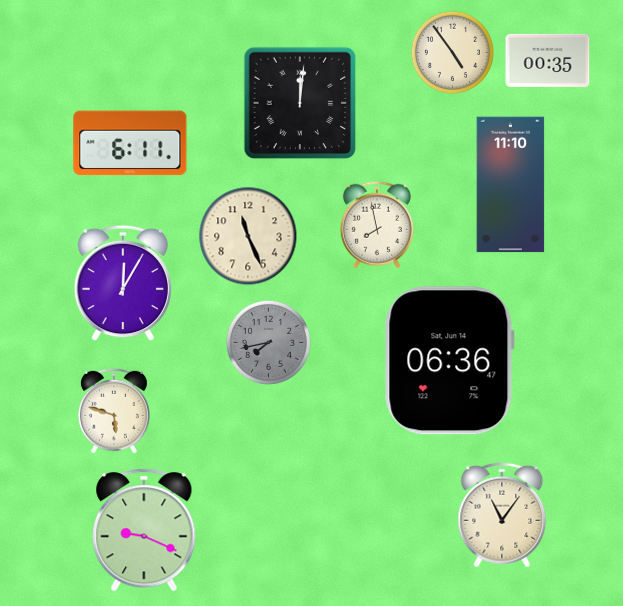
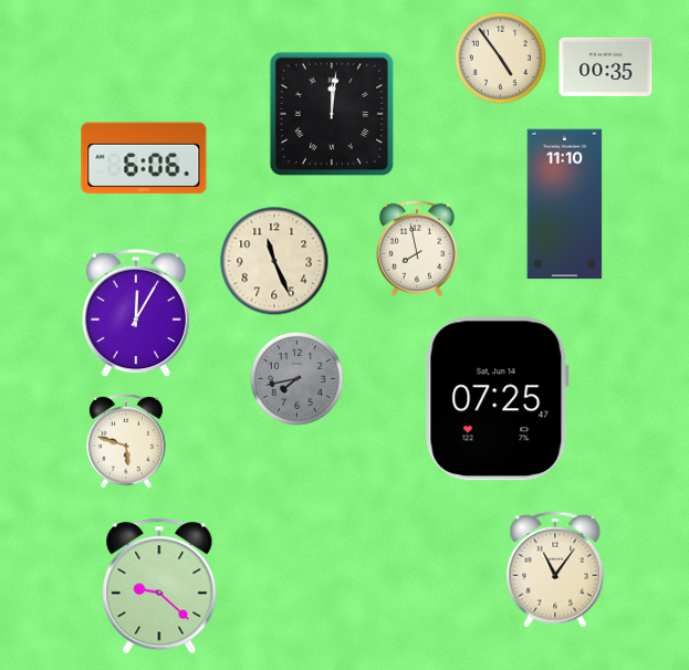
clock at (130, 143): 6:11 -> 6:06
clock at (449, 361): 06:36 -> 07:25
clock at (114, 411) position: (114, 411) -> (126, 441)
clock at (144, 530): 9:19 -> 9:22
